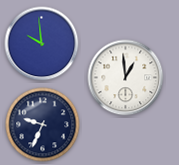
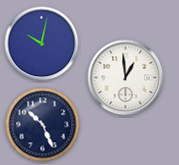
clock at (42, 44): 9:59 -> 10:02
clock at (43, 125): 9:34 -> 10:26
